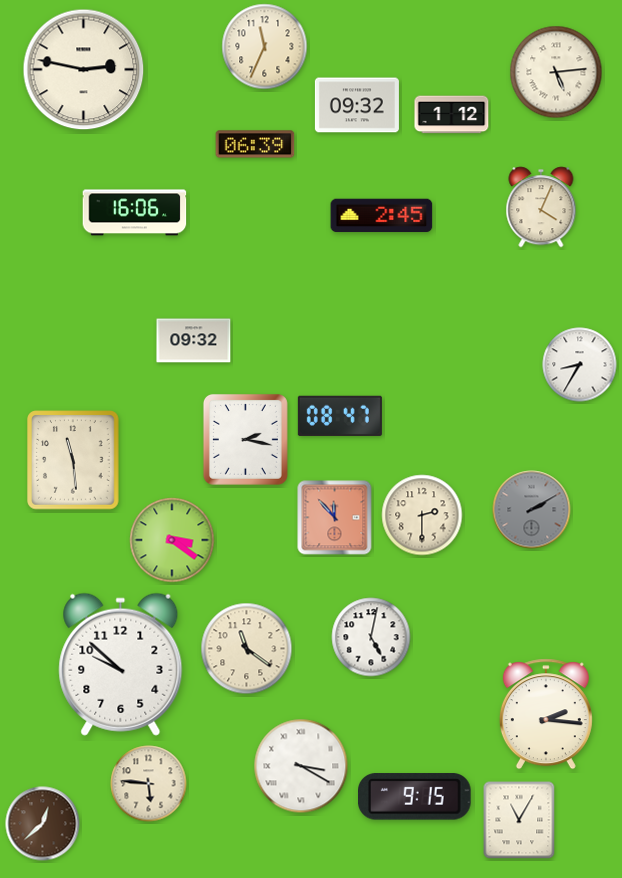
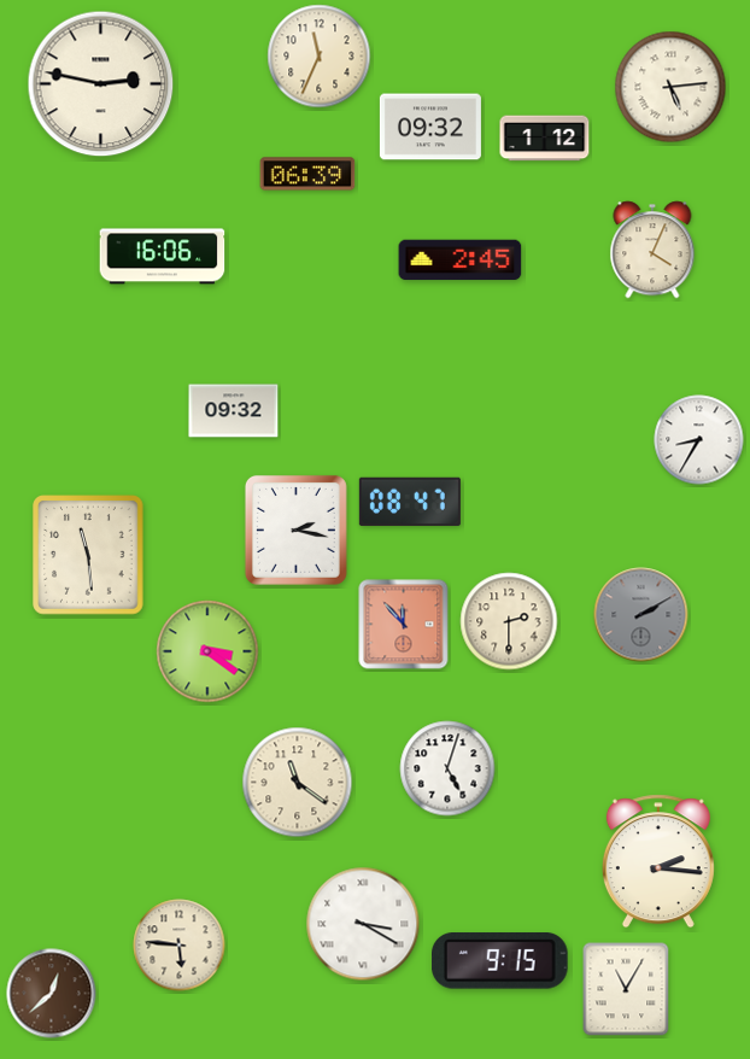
clock at (371, 637): 5:02 -> 5:03
clock at (121, 664): 9:52 -> none
